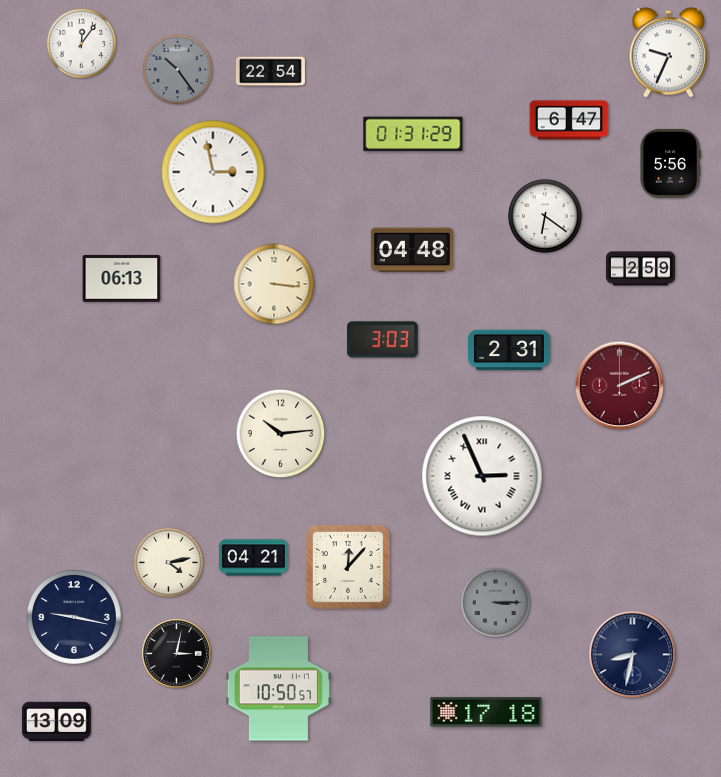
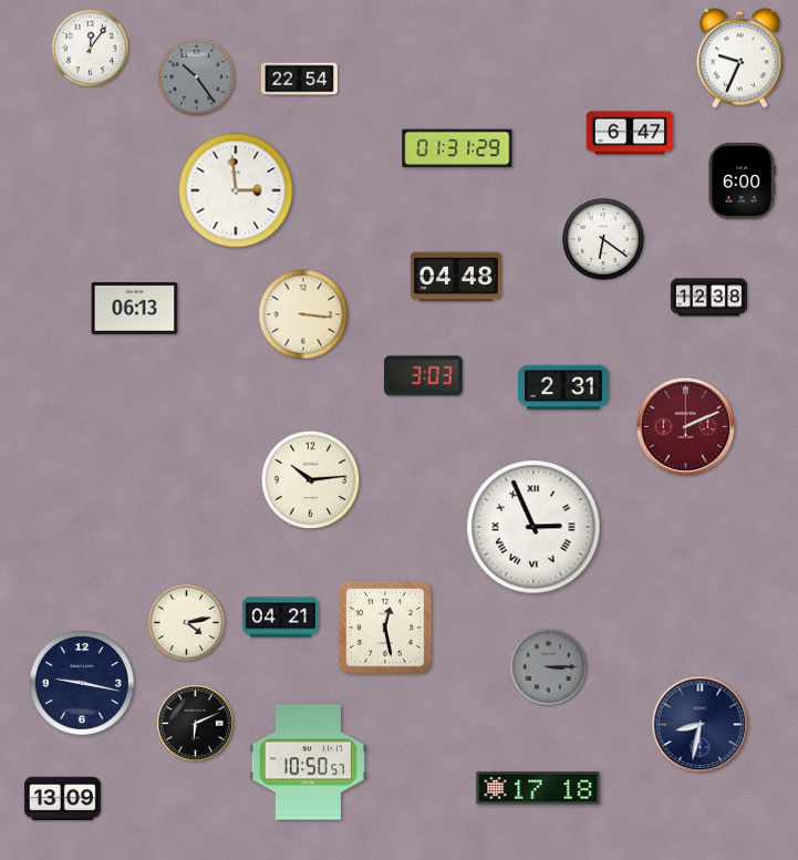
clock at (670, 163): 5:56 -> 6:00
clock at (213, 172): 2:58 -> 2:59
clock at (640, 269): 2:59 -> 12:38
clock at (348, 567): 12:07 -> 12:28
clock at (177, 654): 3:02 -> 6:11
